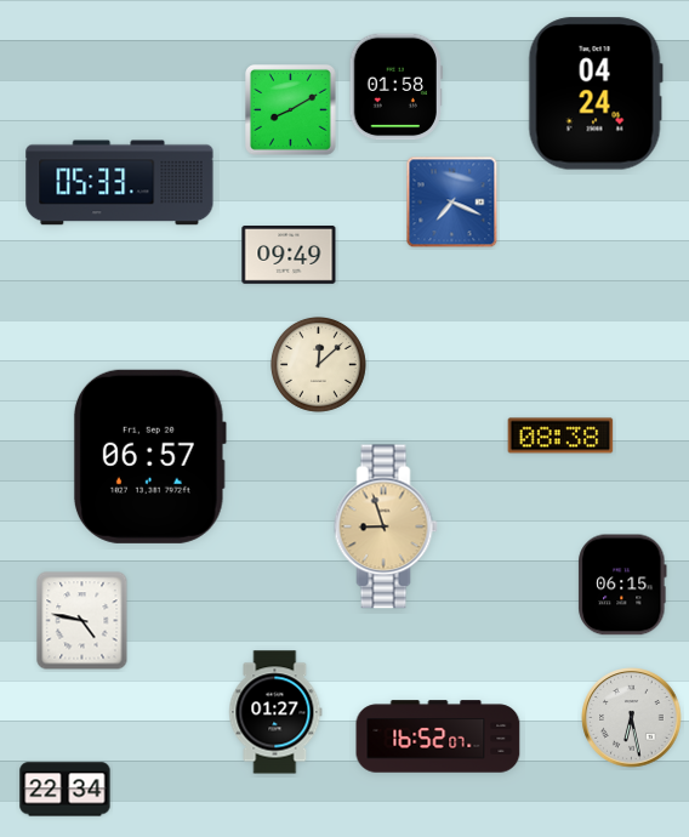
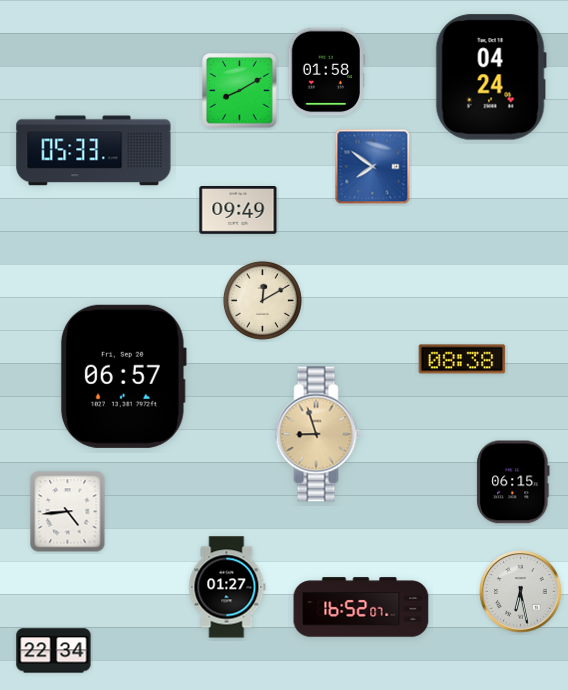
clock at (120, 183) position: (120, 183) -> (94, 151)
clock at (452, 203): 7:19 -> 7:51
clock at (318, 364): 12:08 -> 12:10
clock at (82, 621): 4:47 -> 4:44
